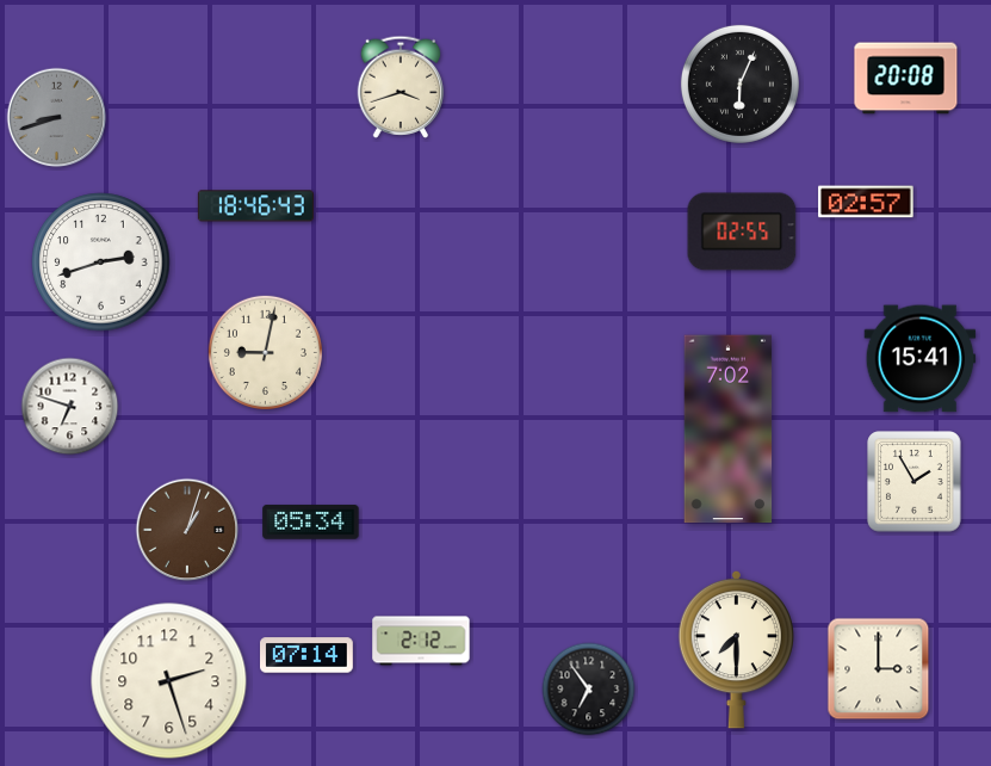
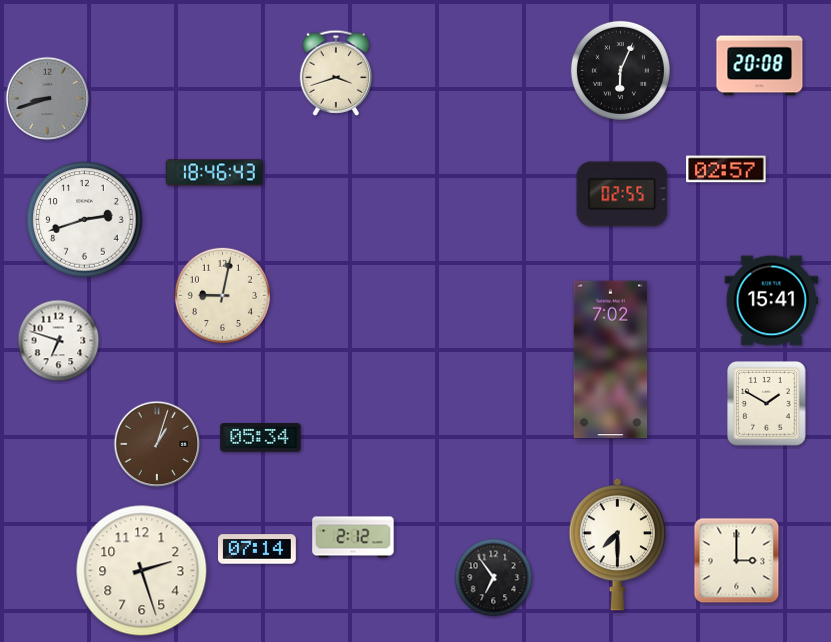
clock at (915, 482): 1:55 -> 1:50
